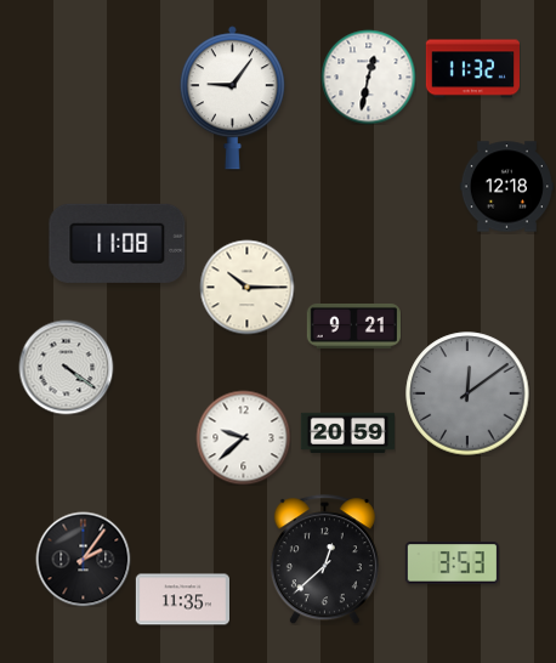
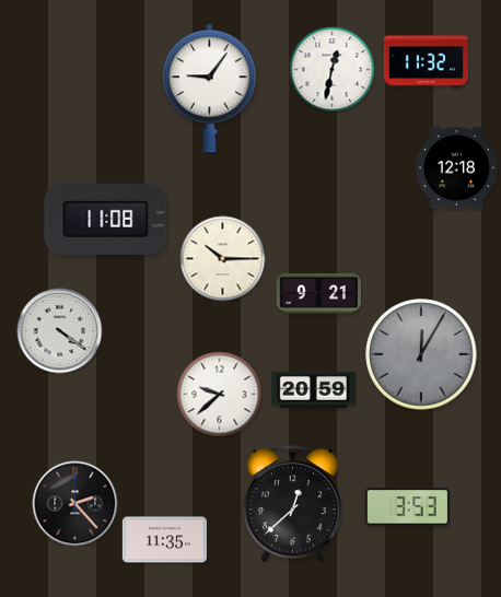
clock at (467, 393): 12:09 -> 12:05
clock at (83, 559): 2:06 -> 2:23
